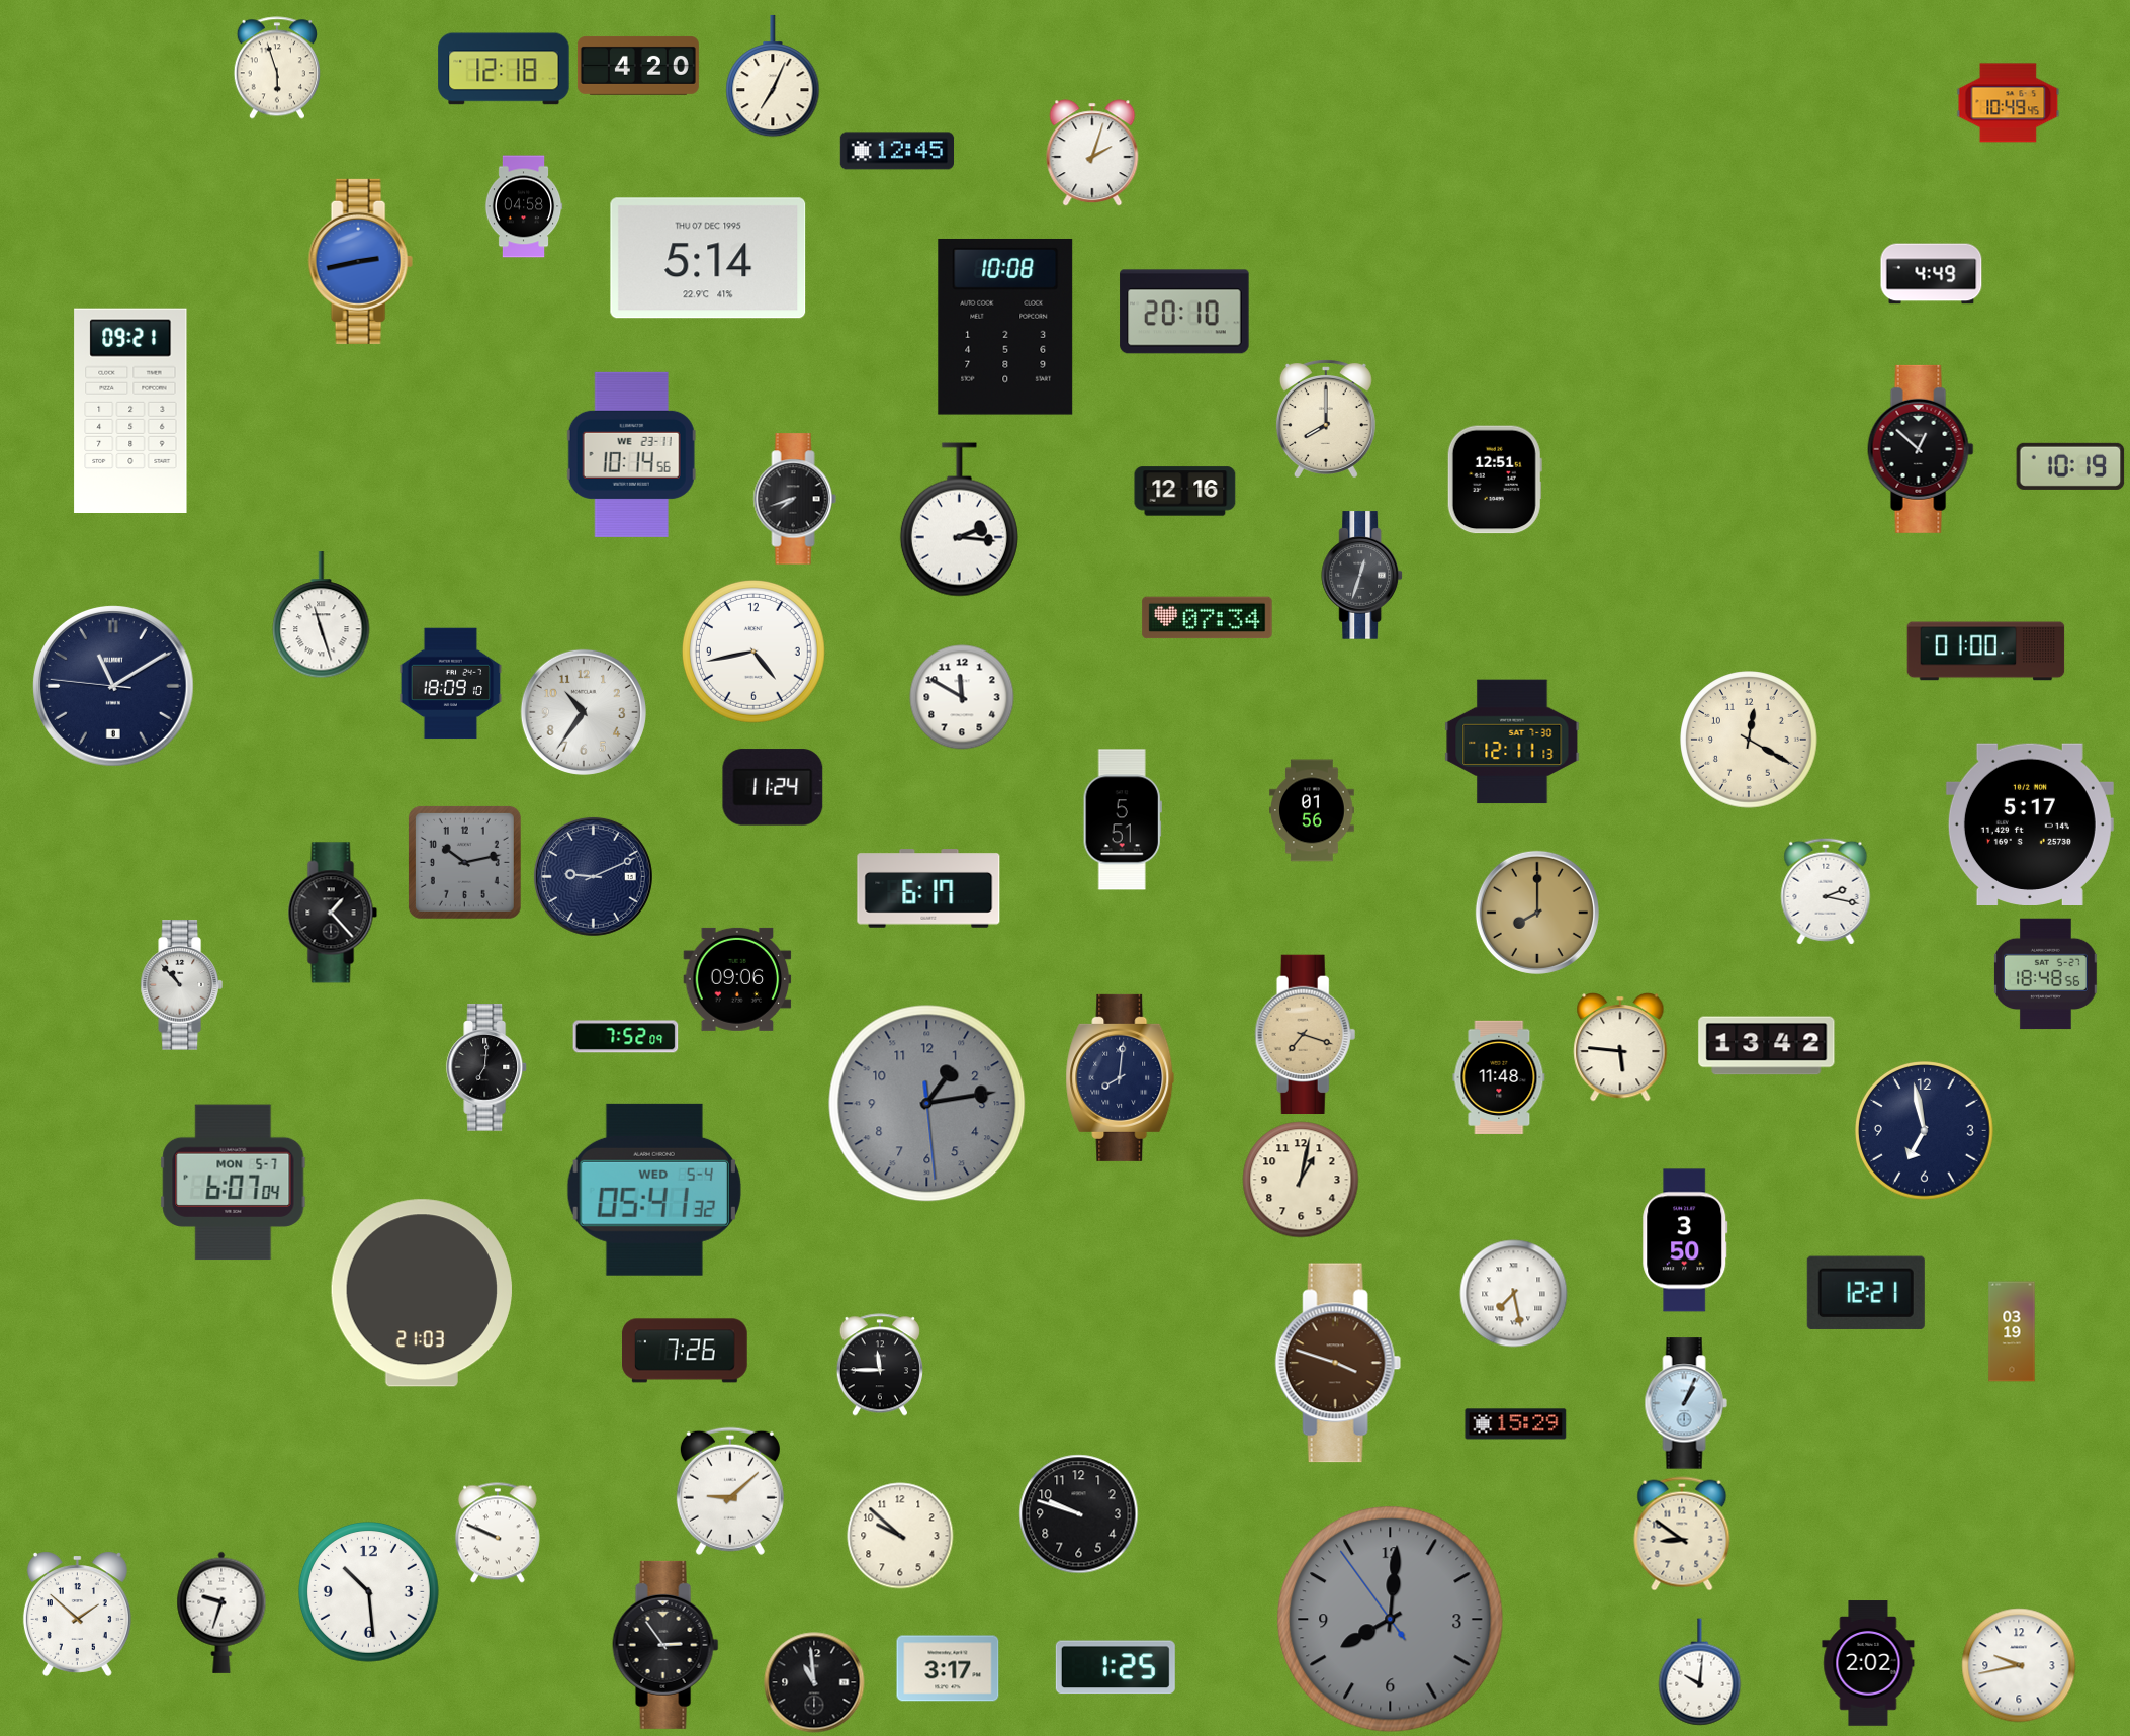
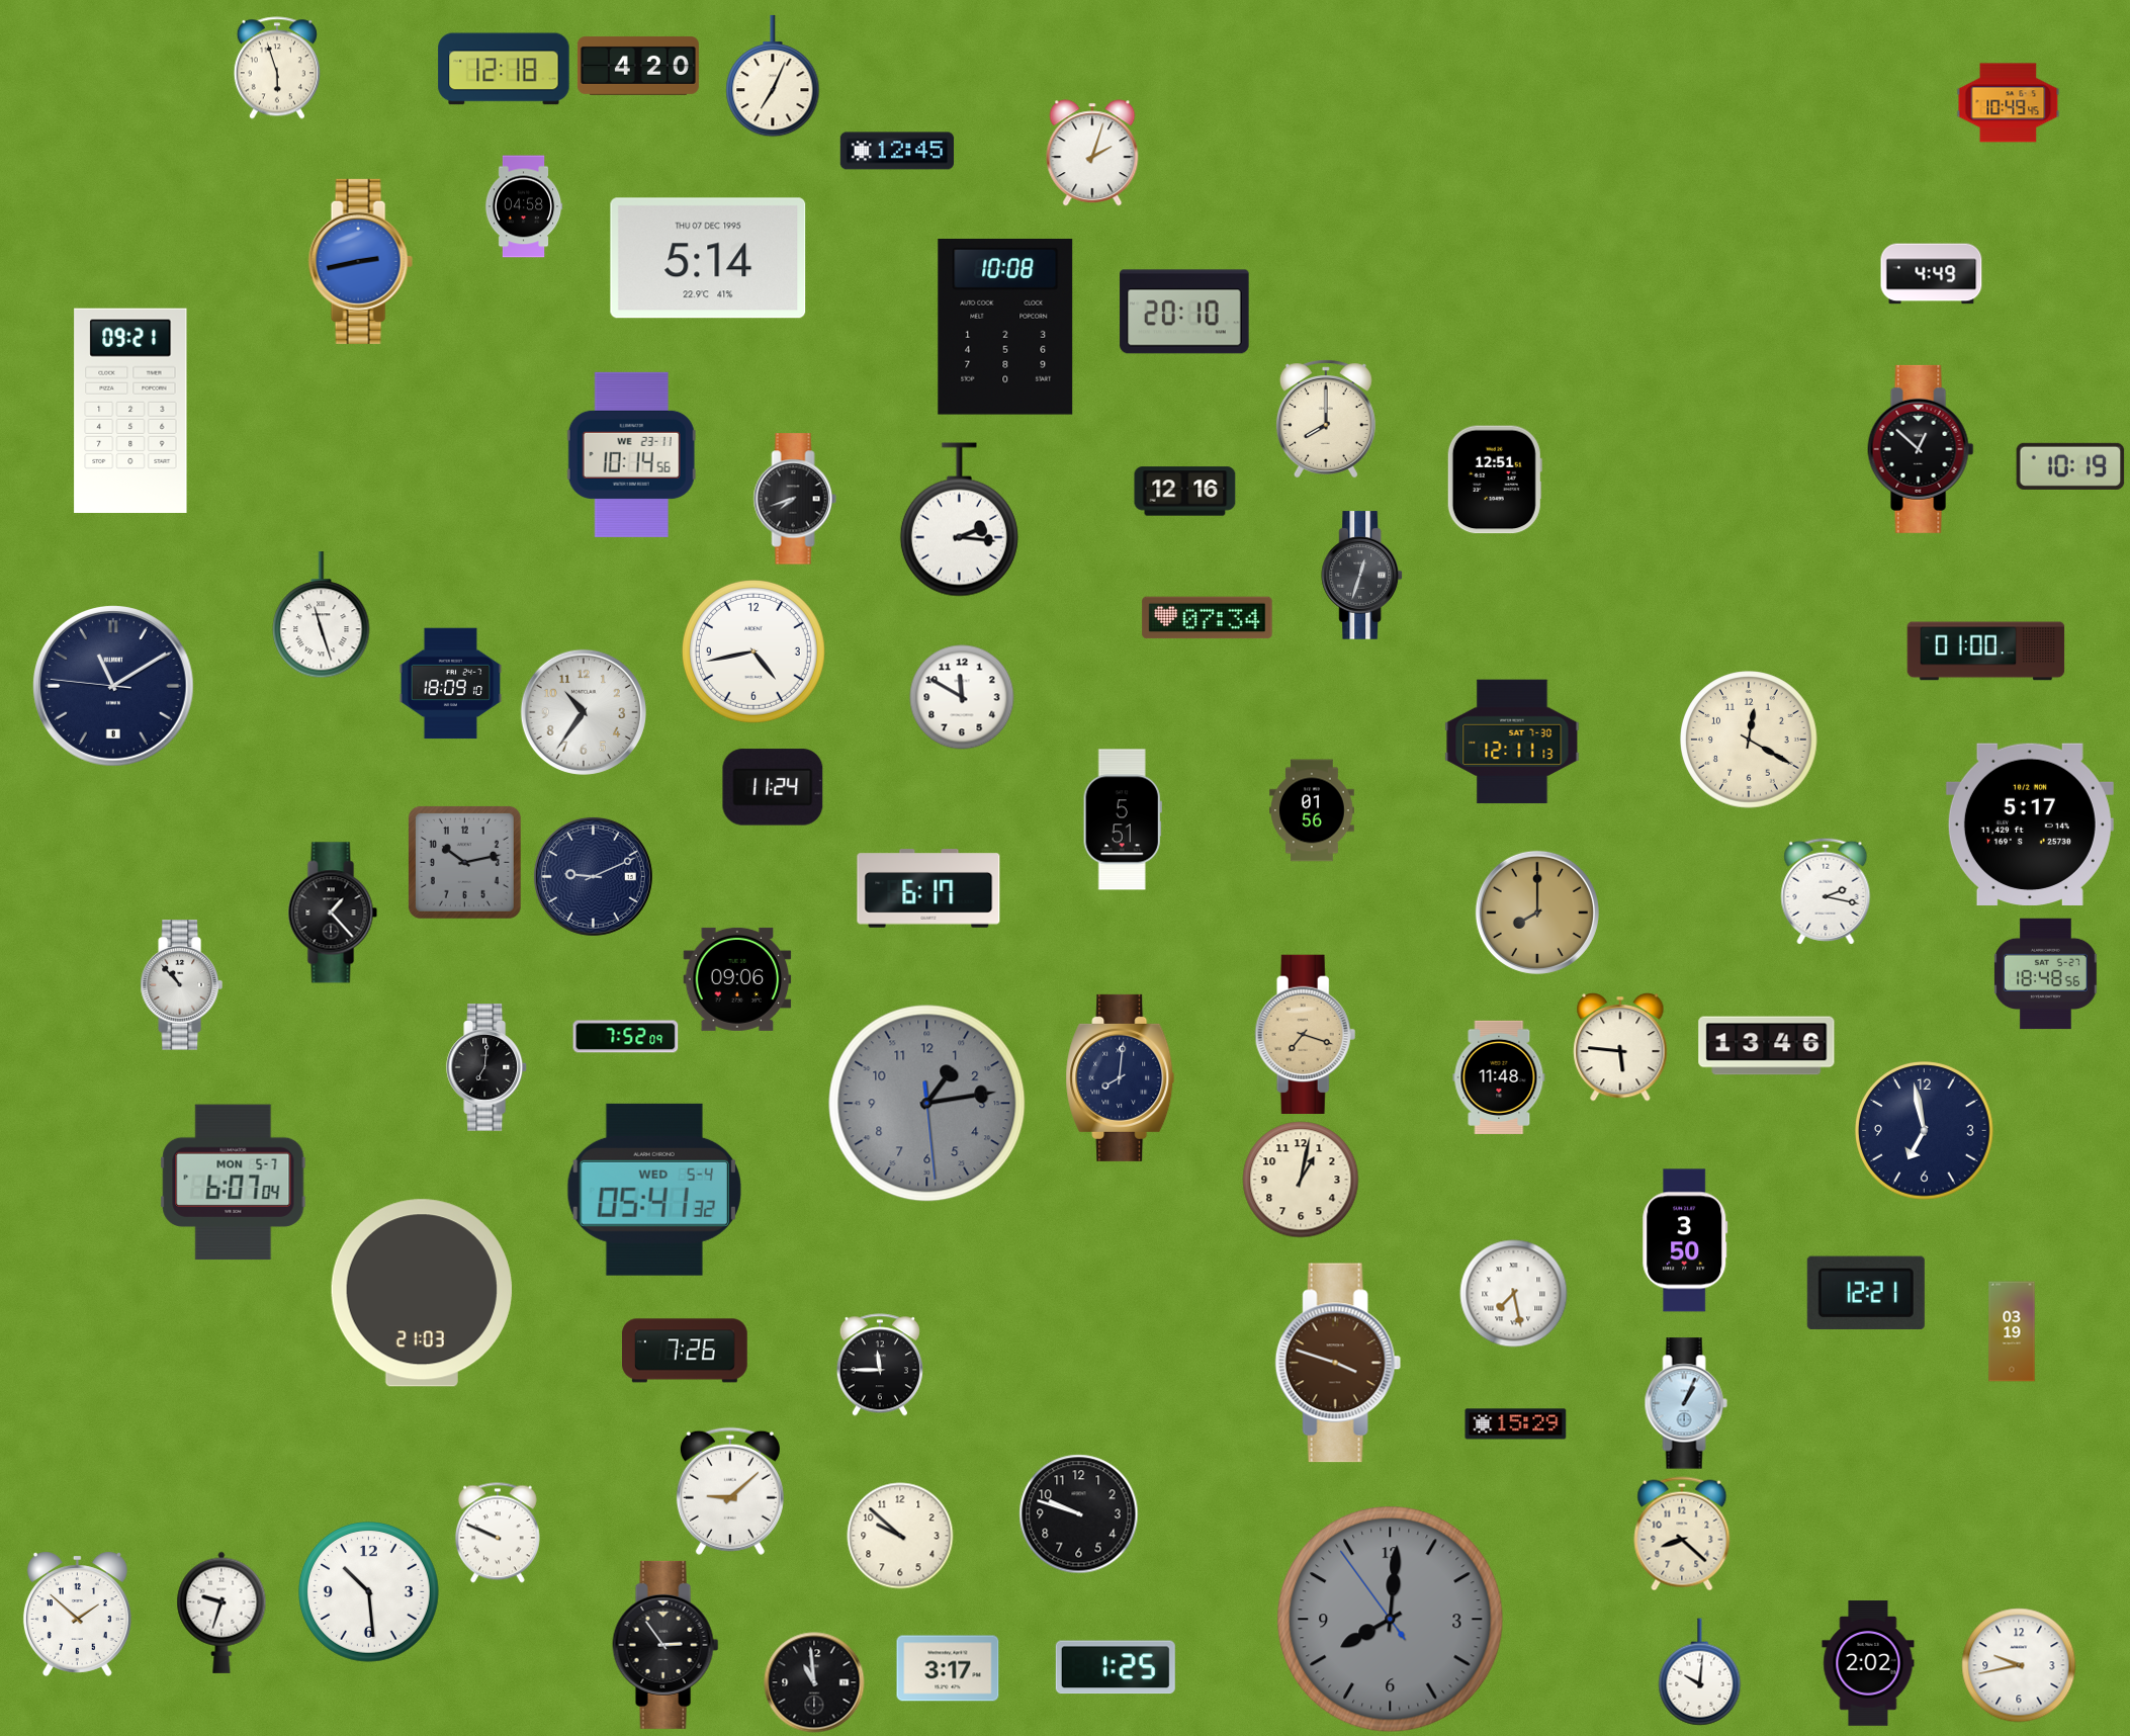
clock at (1767, 1046): 13:42 -> 13:46
clock at (1682, 1534): 8:51 -> 8:22
